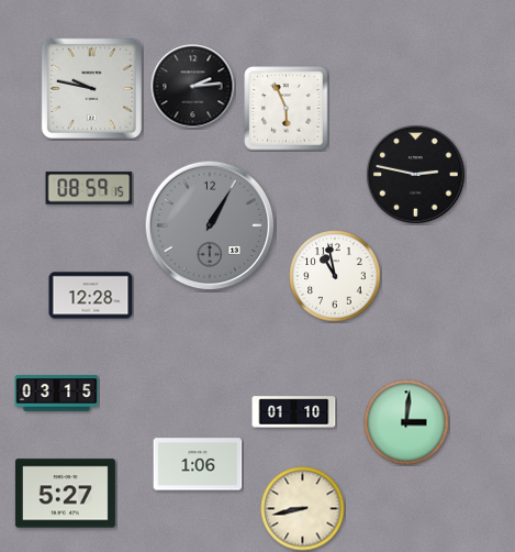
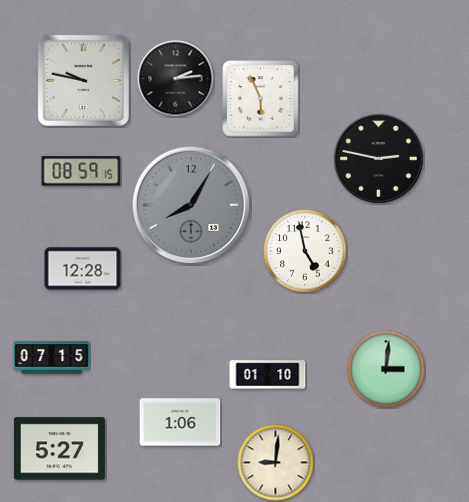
clock at (210, 225): 1:05 -> 8:05
clock at (335, 276): 10:58 -> 4:58
clock at (57, 394): 03:15 -> 07:15
clock at (406, 422) position: (406, 422) -> (386, 369)
clock at (303, 509): 8:43 -> 9:01
